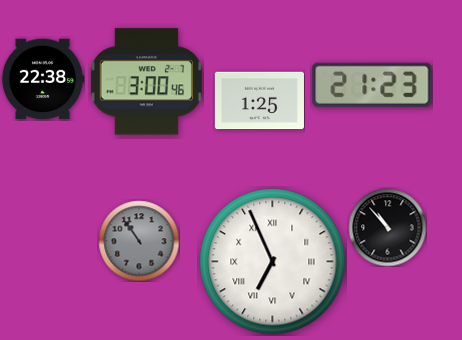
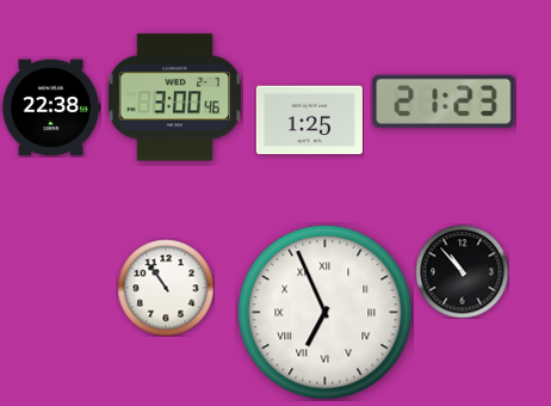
clock at (43, 79) position: (43, 79) -> (51, 107)
clock at (139, 241) dial: grey -> white
